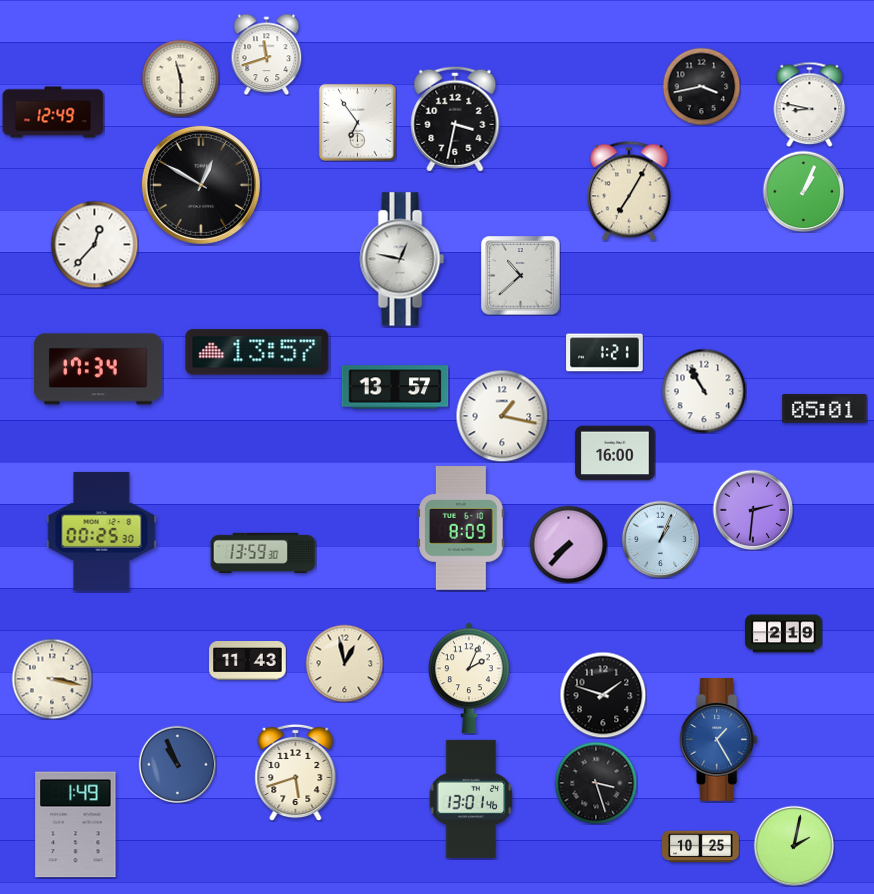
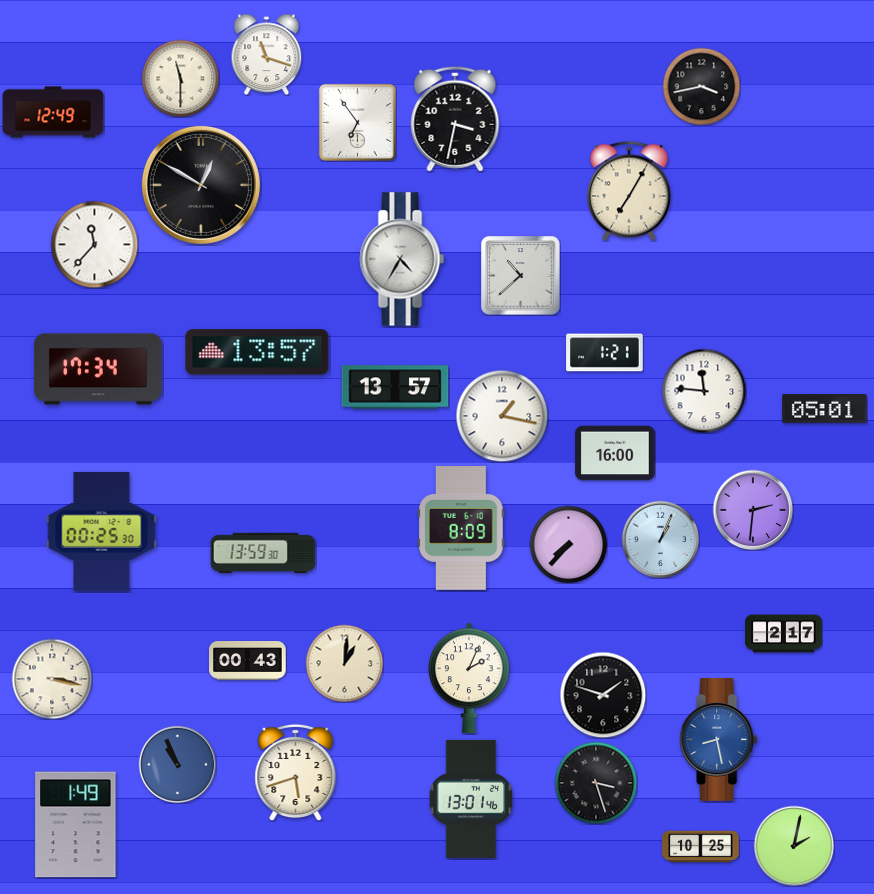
clock at (267, 54): 11:42 -> 11:18
clock at (810, 104): 8:47 -> none
clock at (803, 191): 1:04 -> none
clock at (94, 244): 12:37 -> 11:37
clock at (402, 259): 12:47 -> 4:35
clock at (704, 391): 10:55 -> 11:46
clock at (784, 634): 2:19 -> 2:17
clock at (248, 661): 11:43 -> 00:43
clock at (344, 663): 12:58 -> 1:01
clock at (719, 740): 1:25 -> 8:28
